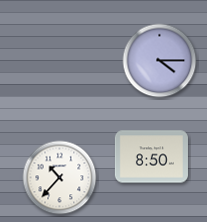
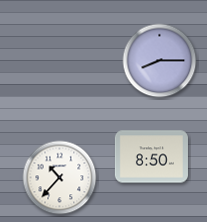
clock at (160, 61): 4:15 -> 8:15
